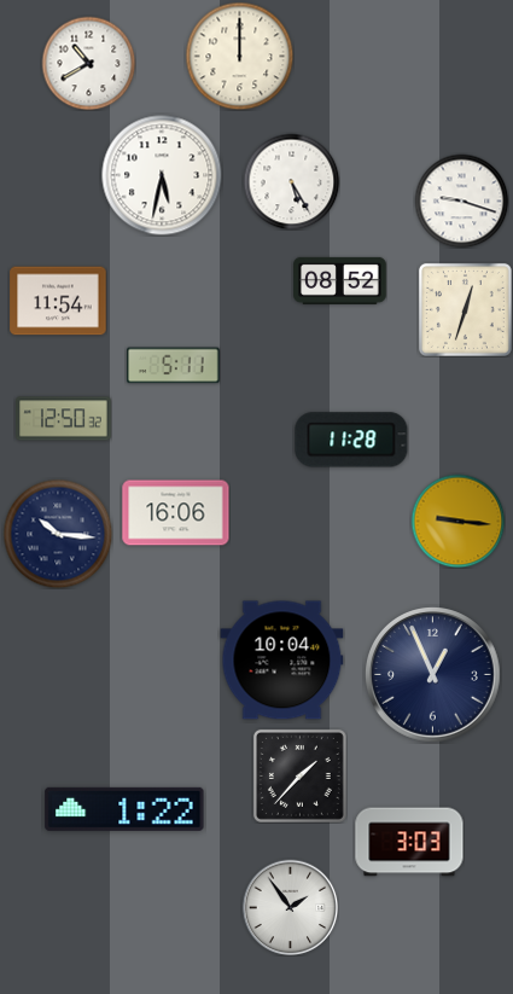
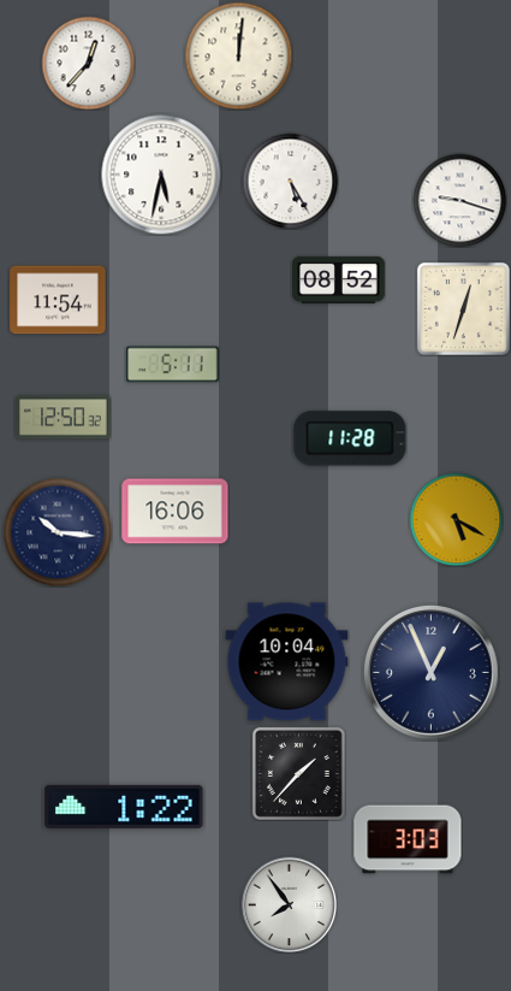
clock at (239, 56): 12:00 -> 12:01
clock at (88, 63): 10:40 -> 12:37
clock at (457, 521): 9:16 -> 5:20
clock at (282, 661) position: (282, 661) -> (287, 662)
clock at (290, 907): 1:54 -> 7:54
